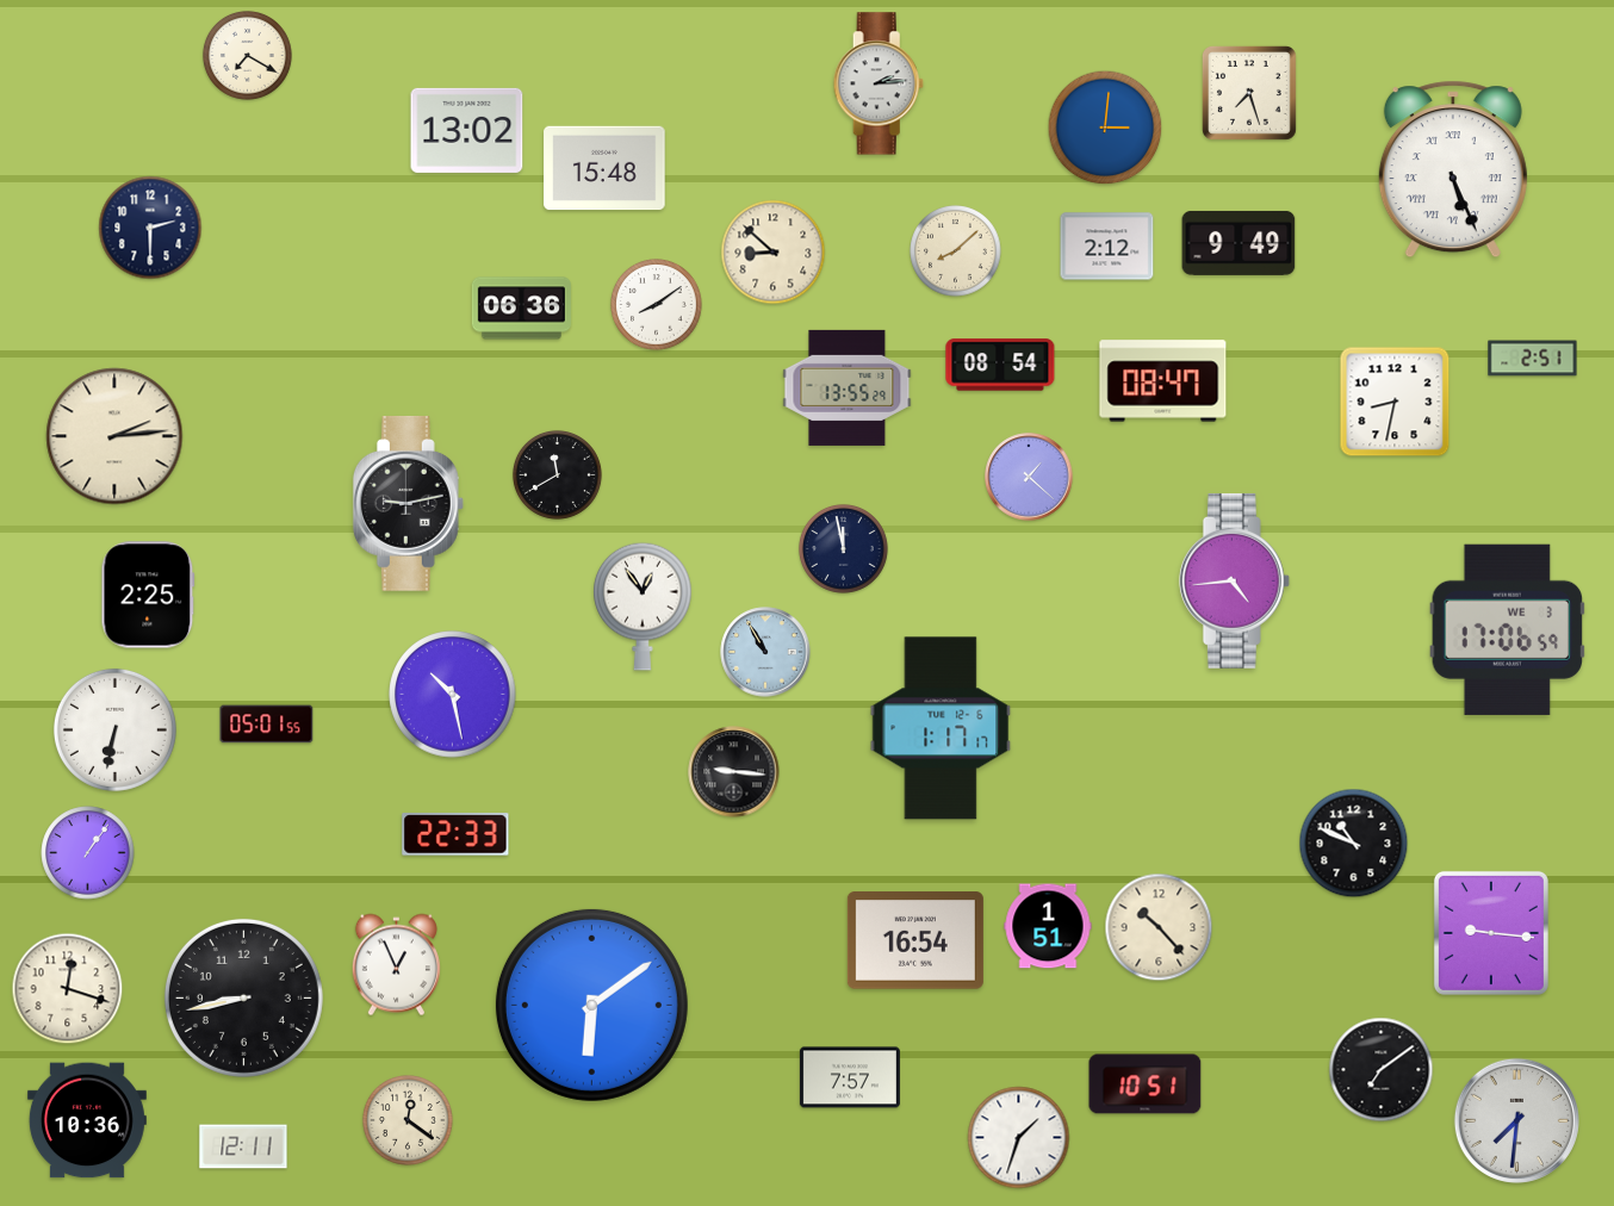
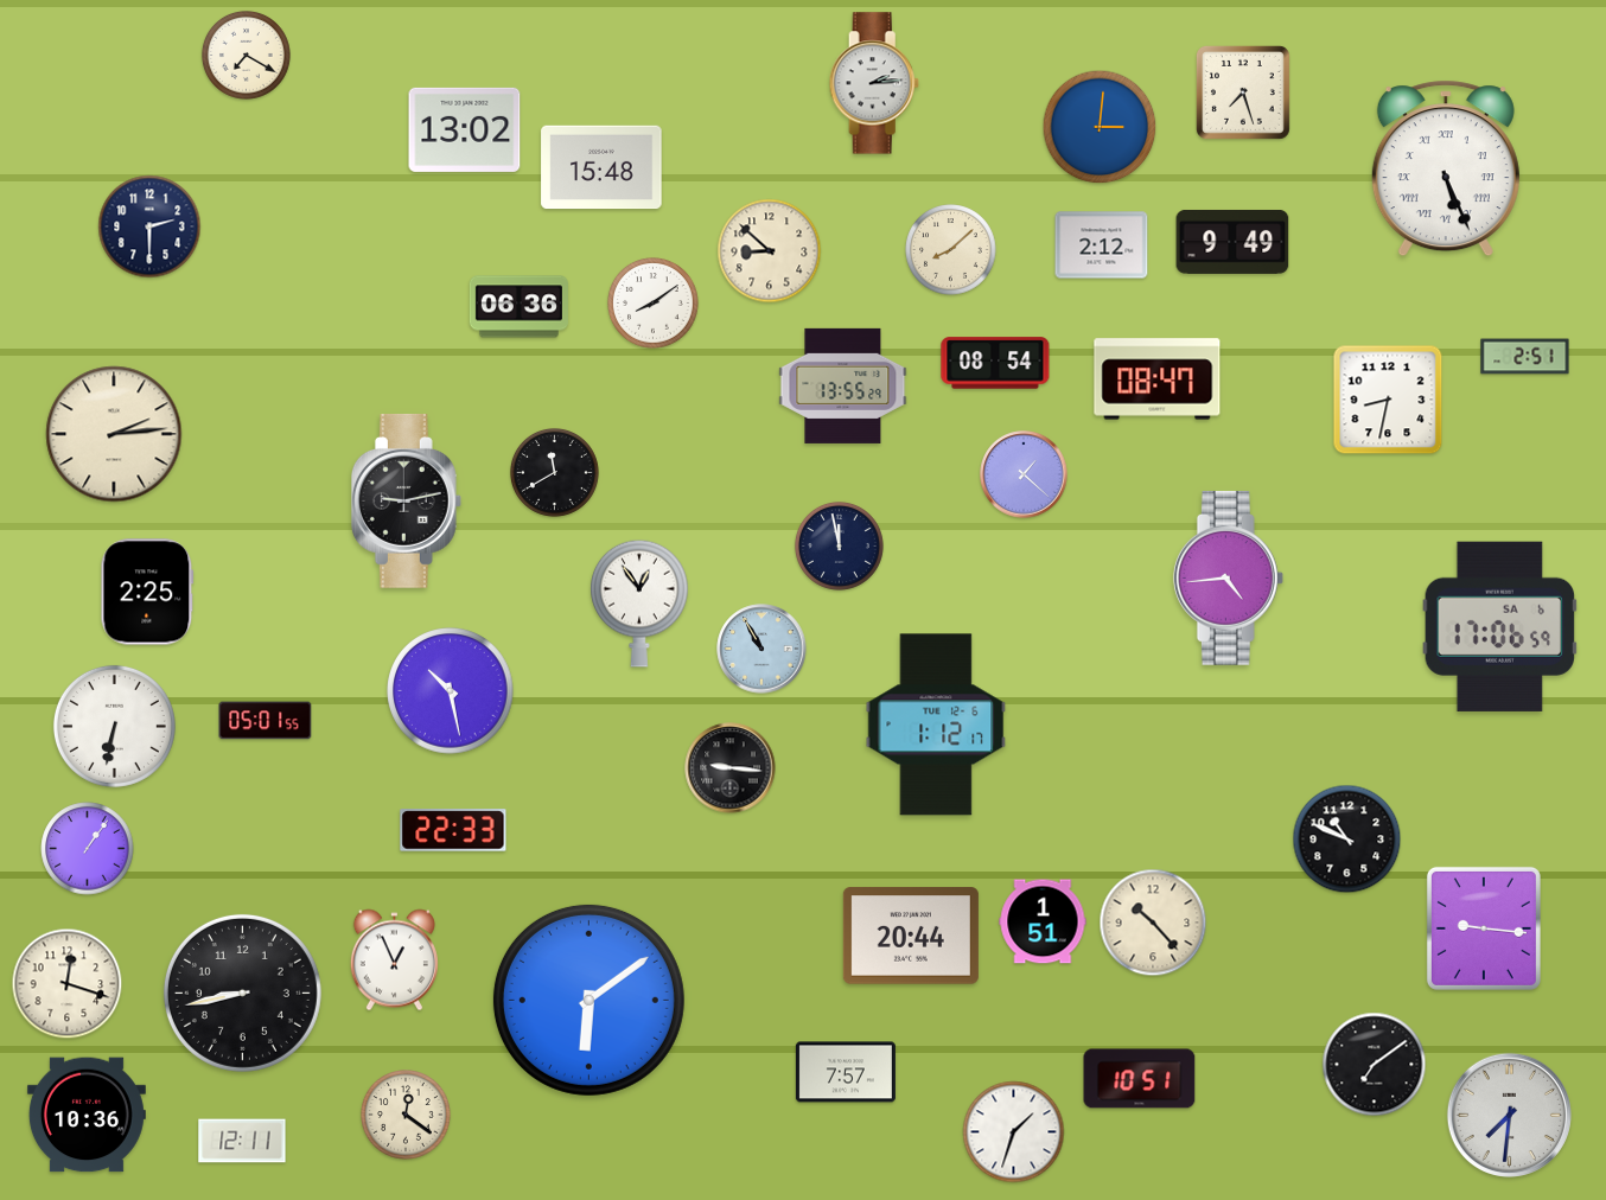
clock at (1507, 629) date: WE 3 -> SA 6
clock at (941, 728): 1:17 -> 1:12
clock at (915, 940): 16:54 -> 20:44
